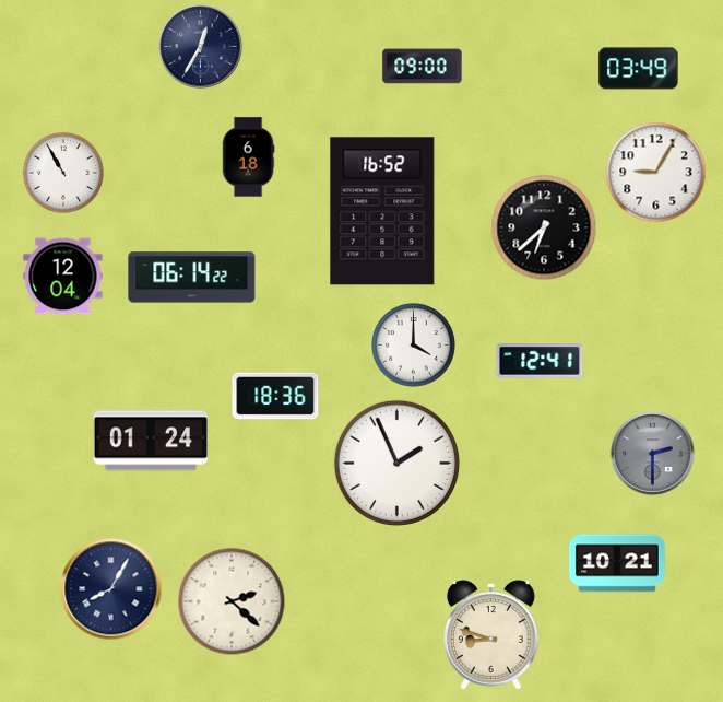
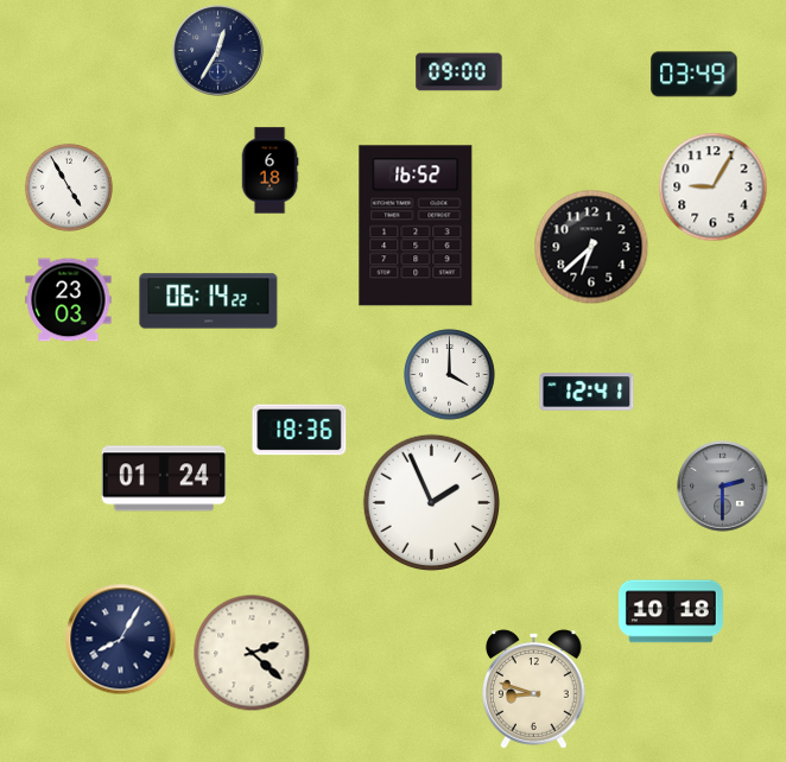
clock at (63, 173): 10:55 -> 4:55
clock at (382, 211) position: (382, 211) -> (416, 226)
clock at (63, 277): 12:04 -> 23:03
clock at (653, 454) position: (653, 454) -> (723, 487)
clock at (617, 563): 10:21 -> 10:18
